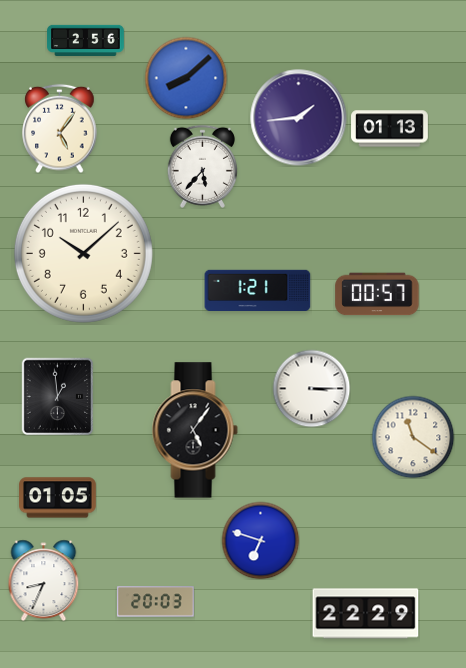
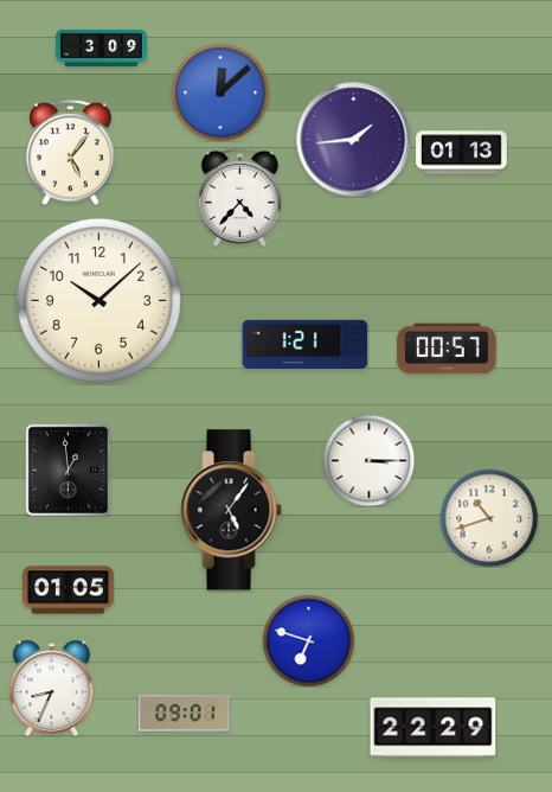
clock at (86, 40): 2:56 -> 3:09
clock at (186, 78): 8:08 -> 12:08
clock at (202, 166): 5:37 -> 4:37
clock at (413, 437): 11:21 -> 10:42
clock at (156, 602): 20:03 -> 09:01
